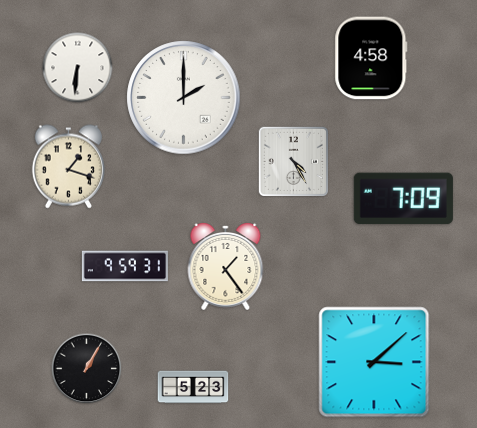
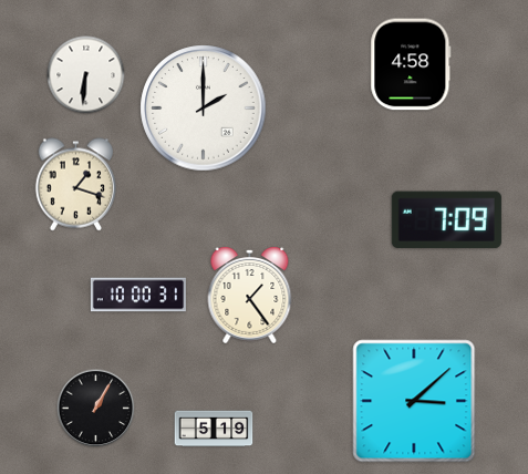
clock at (293, 161): 4:25 -> none
clock at (125, 266): 9:59 -> 10:00
clock at (193, 387): 5:23 -> 5:19
